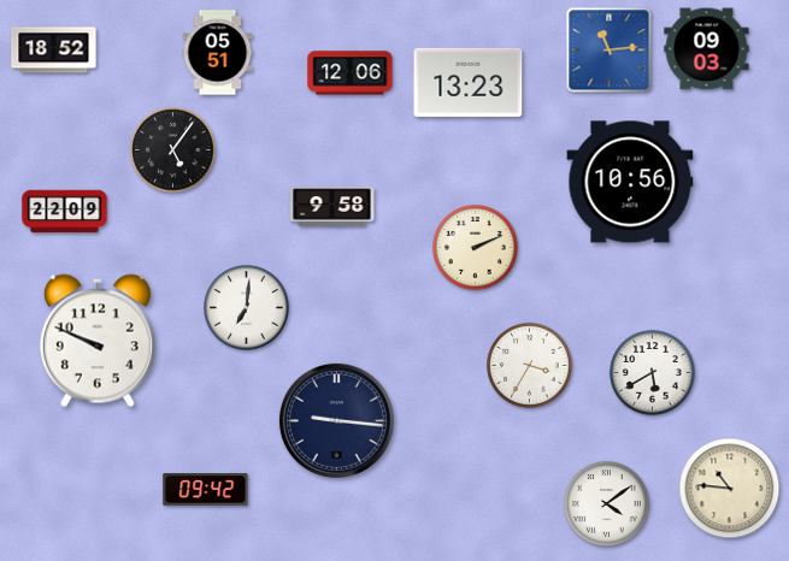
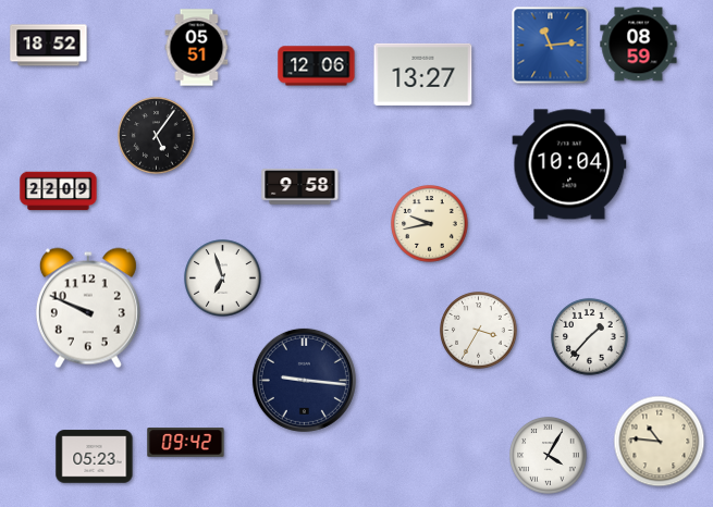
clock at (707, 49): 09:03 -> 08:59
clock at (469, 82): 13:23 -> 13:27
clock at (630, 182): 10:56 -> 10:04
clock at (476, 248): 2:11 -> 9:43
clock at (247, 308): 7:01 -> 6:57
clock at (653, 373): 5:40 -> 1:37
clock at (607, 504): 4:09 -> 4:05
clock at (95, 457): none -> 05:23
